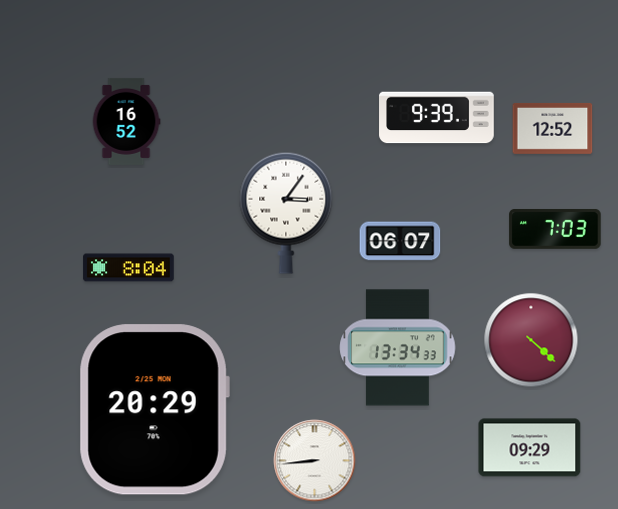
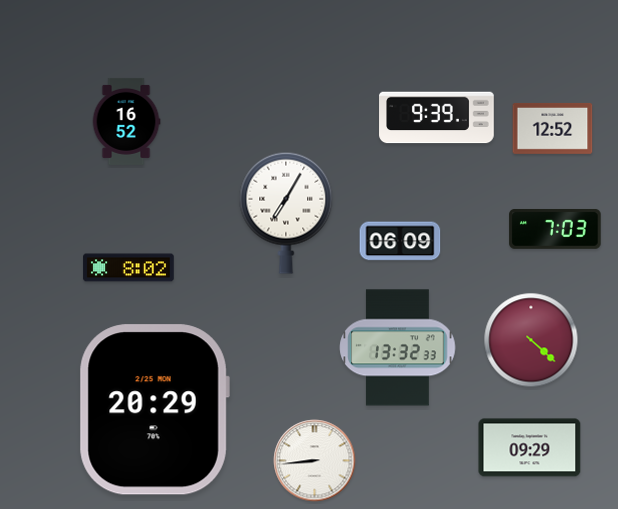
clock at (286, 213): 3:06 -> 7:05
clock at (400, 241): 06:07 -> 06:09
clock at (129, 268): 8:04 -> 8:02
clock at (398, 348): 13:34 -> 13:32
